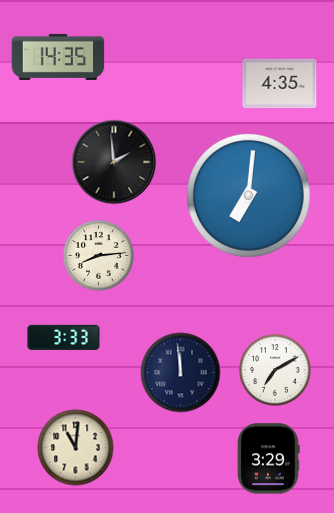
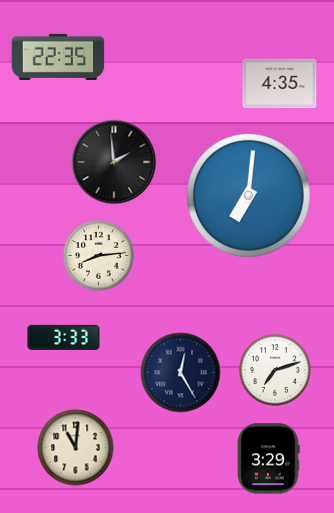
clock at (58, 57): 14:35 -> 22:35
clock at (275, 370): 7:10 -> 7:12
clock at (181, 373): 11:59 -> 12:25
